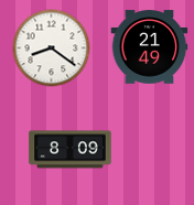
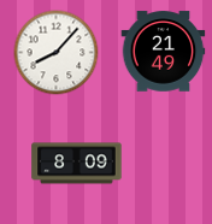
clock at (52, 48): 8:21 -> 8:07
